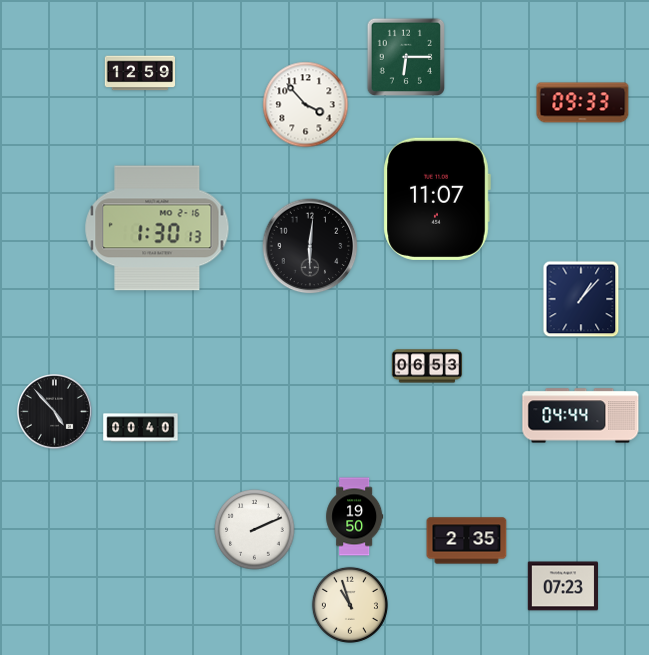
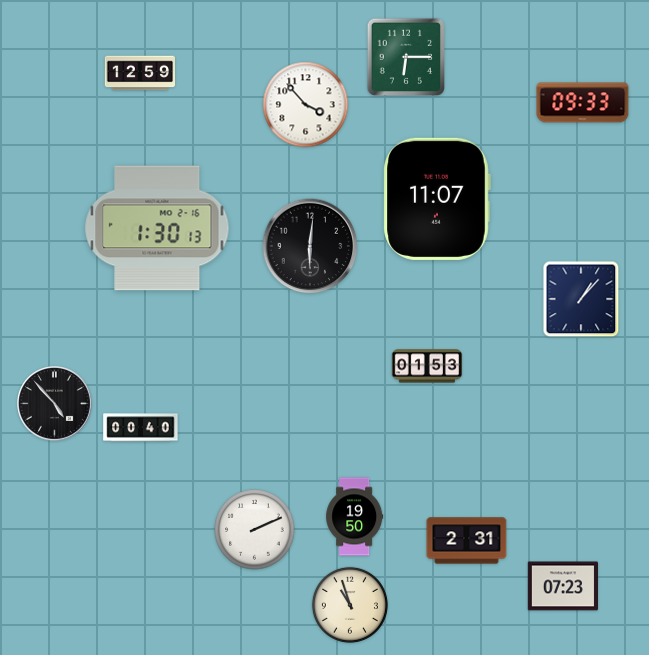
clock at (427, 366): 06:53 -> 01:53
clock at (55, 412) position: (55, 412) -> (55, 404)
clock at (581, 416): 04:44 -> none
clock at (467, 541): 2:35 -> 2:31
